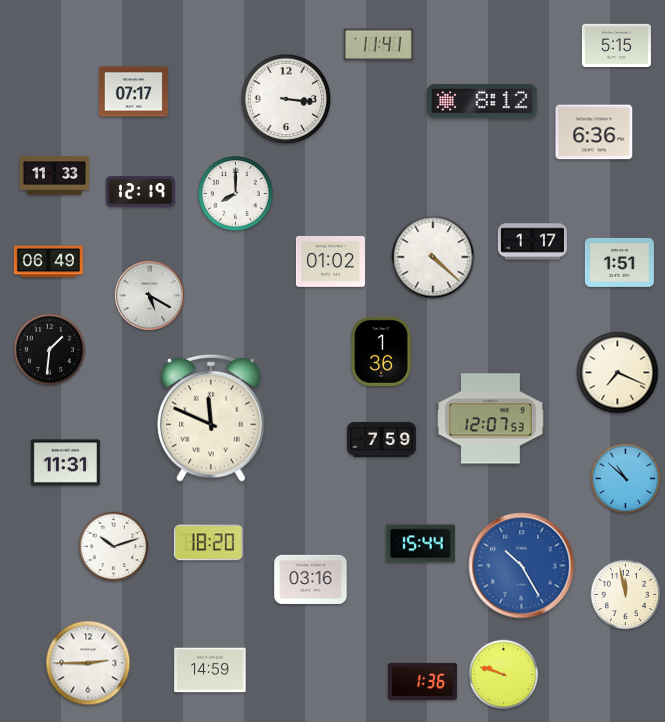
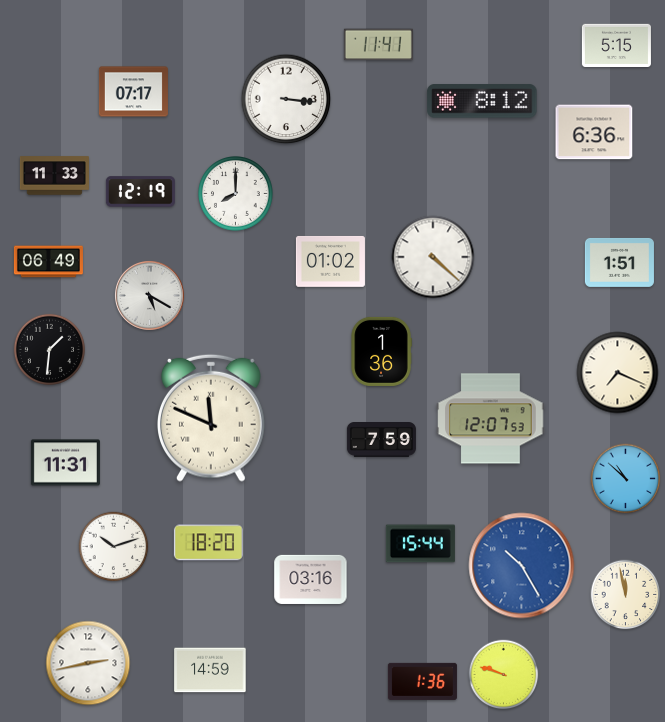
clock at (532, 242): 1:17 -> none
clock at (88, 663): 2:45 -> 2:43
